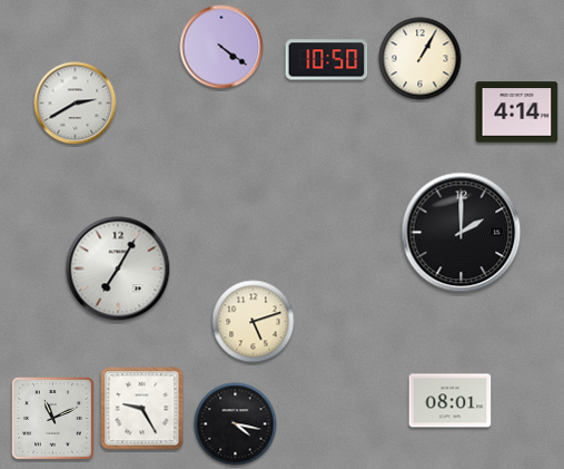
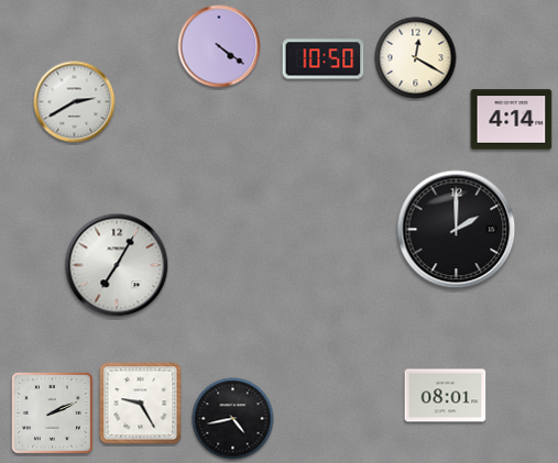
clock at (420, 59): 1:05 -> 12:20
clock at (517, 113) position: (517, 113) -> (512, 120)
clock at (254, 322): 5:12 -> none
clock at (53, 419): 11:11 -> 2:11
clock at (236, 424): 4:17 -> 4:43
